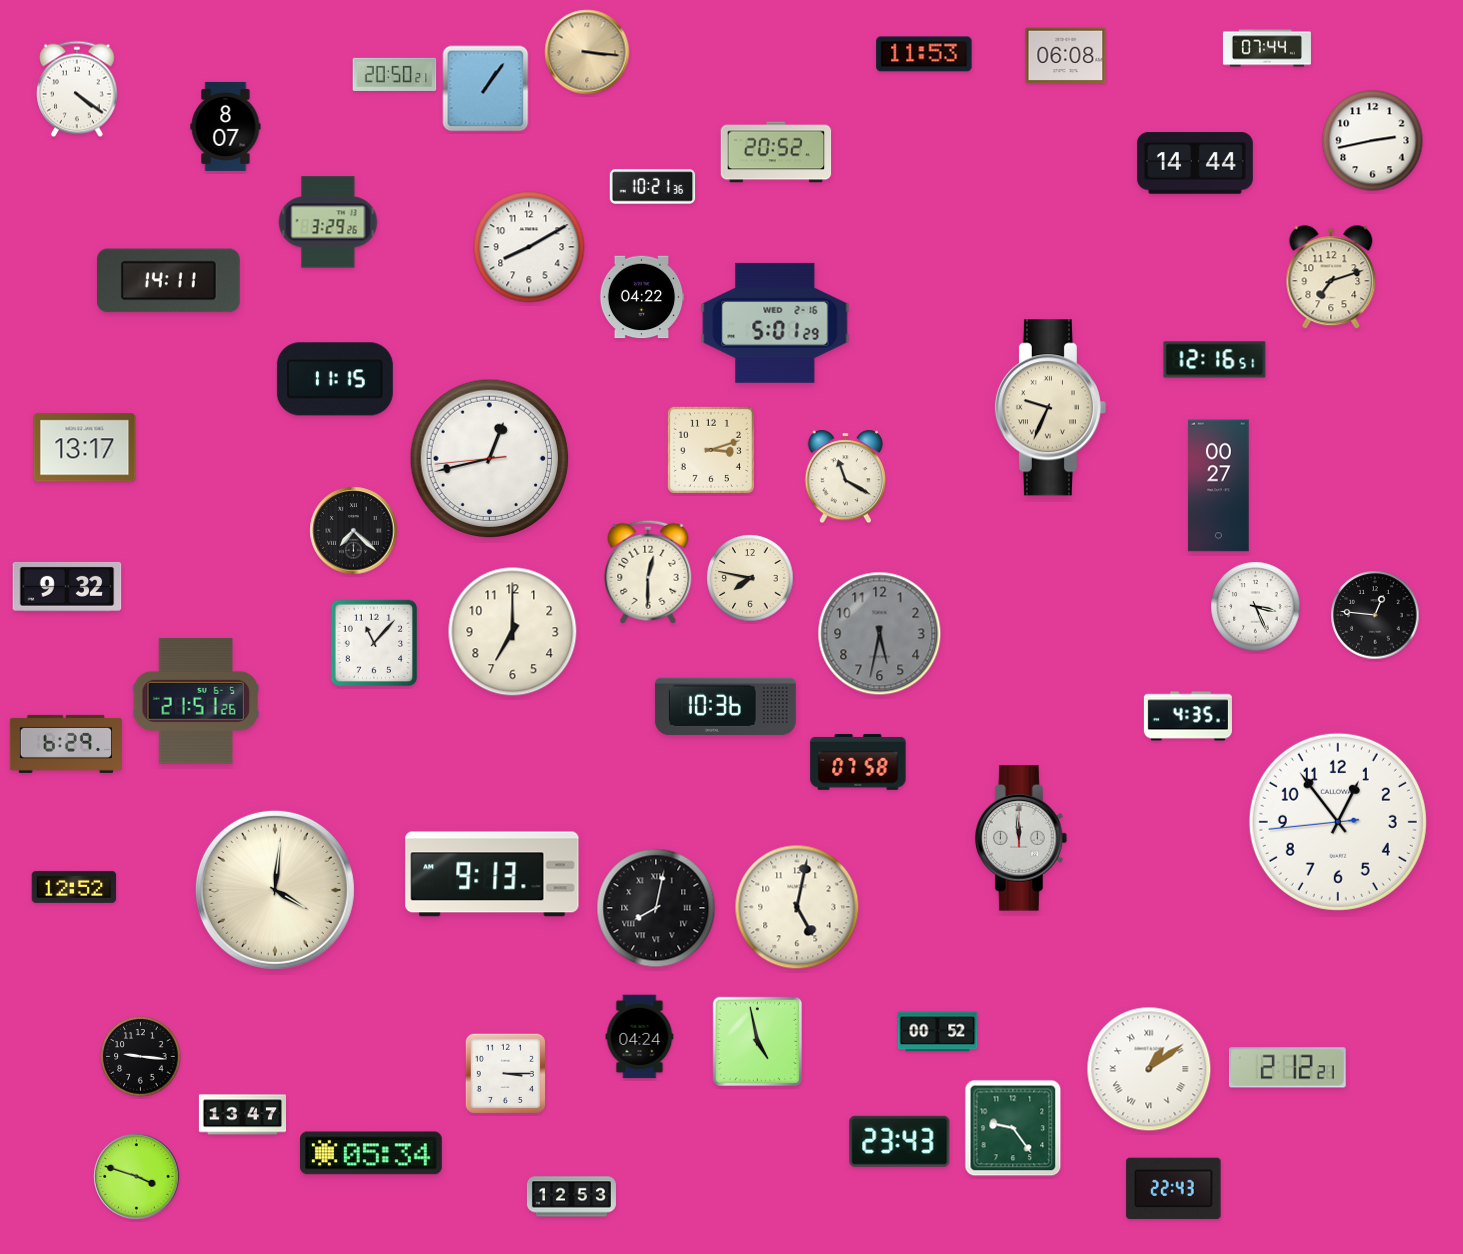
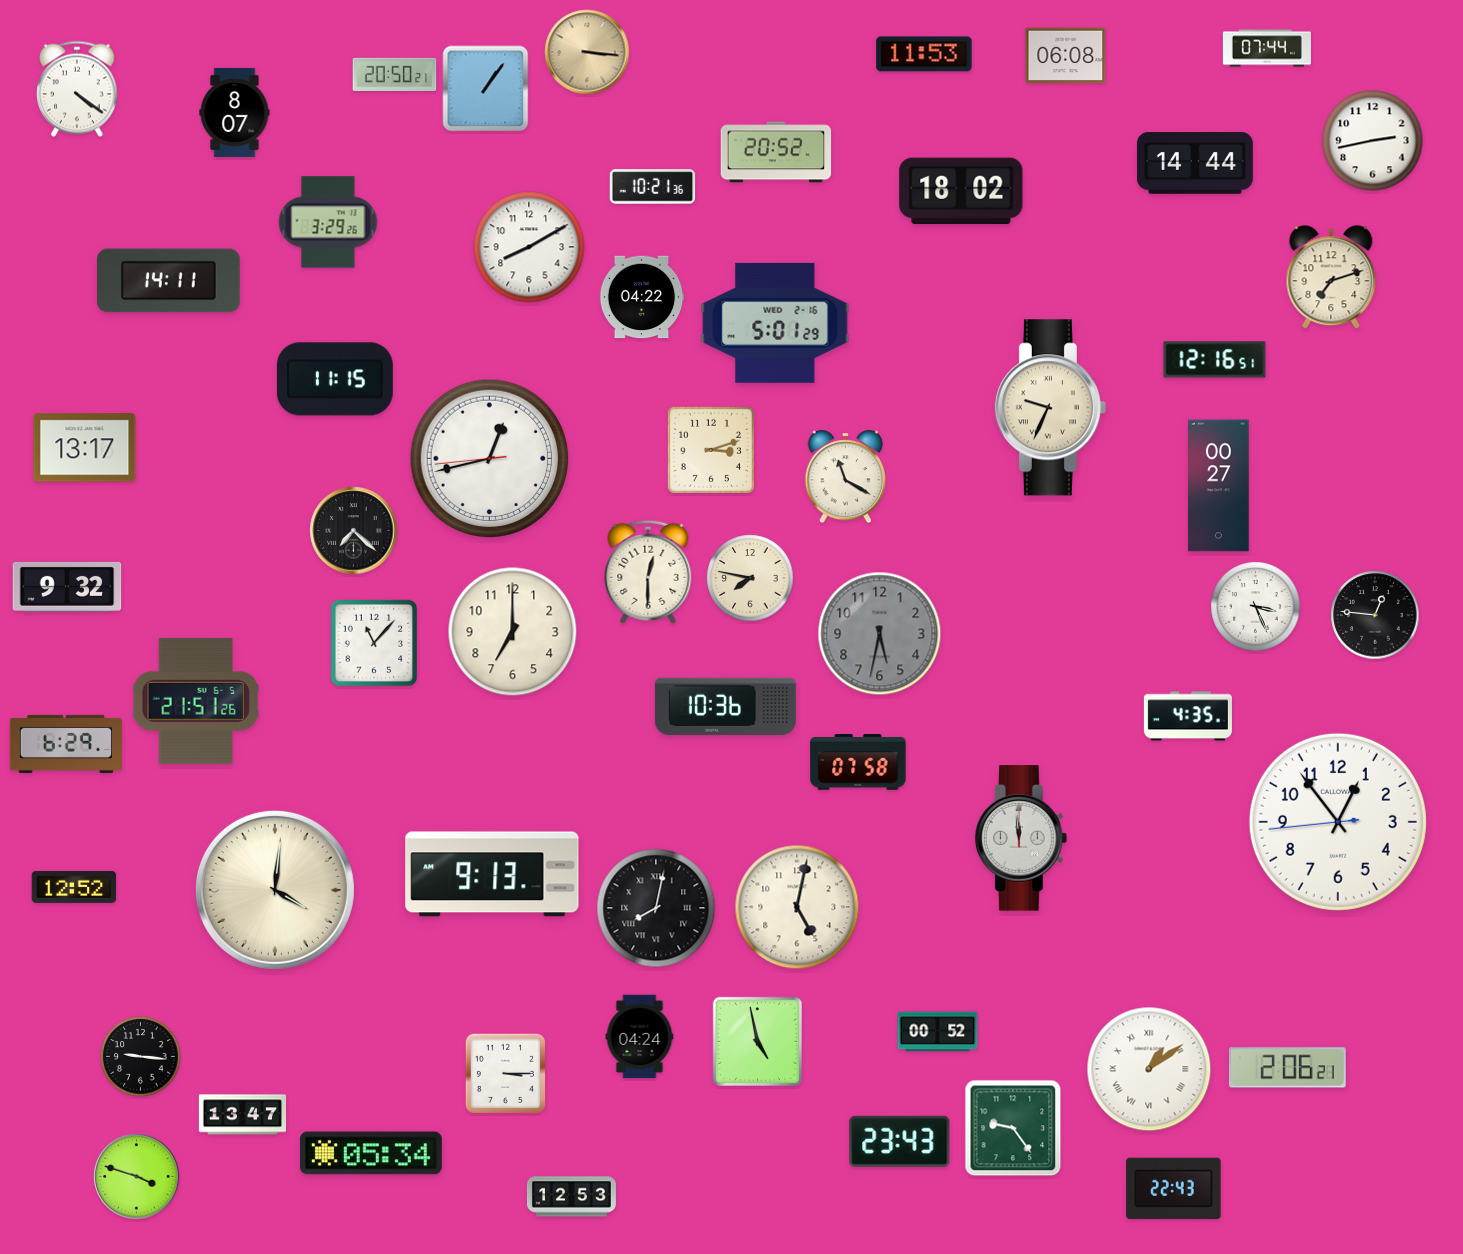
clock at (226, 126) position: (226, 126) -> (235, 112)
clock at (961, 191): none -> 18:02
clock at (1287, 1068): 2:12 -> 2:06
